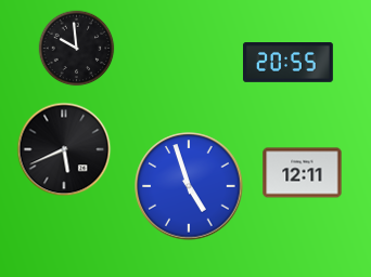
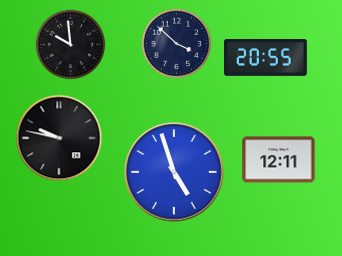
clock at (177, 44): none -> 3:52
clock at (64, 149): 5:41 -> 9:47
